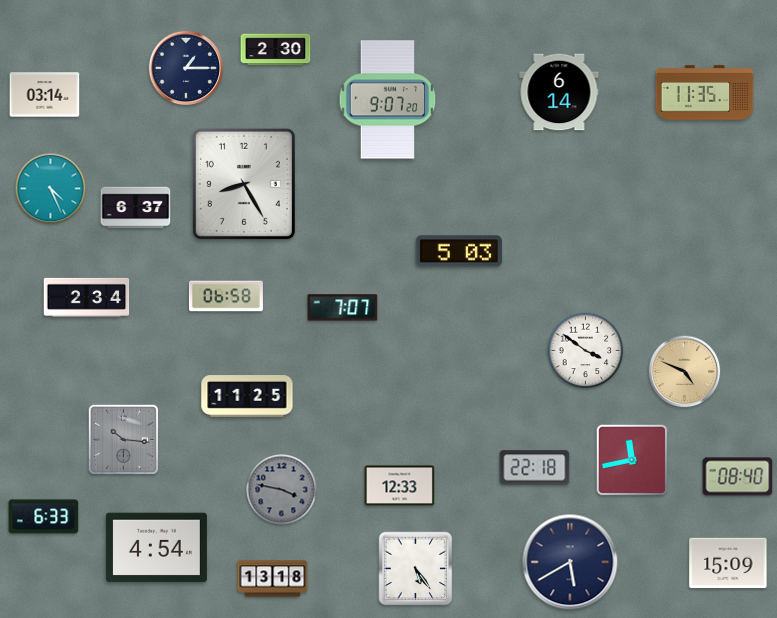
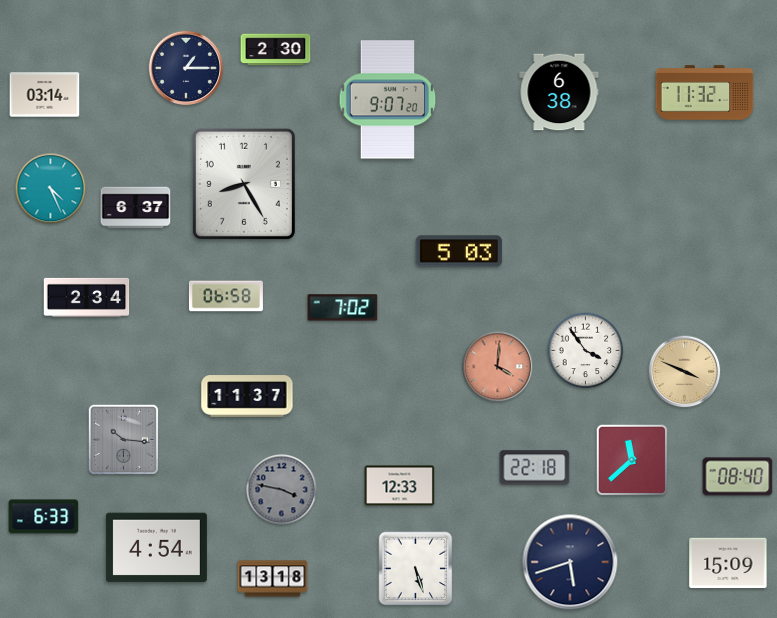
clock at (559, 92): 6:14 -> 6:38
clock at (705, 93): 11:35 -> 11:32
clock at (343, 308): 7:07 -> 7:02
clock at (586, 351): 3:51 -> 3:54
clock at (498, 367): none -> 4:01
clock at (685, 372): 4:49 -> 3:49
clock at (247, 396): 11:25 -> 11:37
clock at (632, 460): 11:43 -> 11:38
clock at (570, 562): 5:40 -> 5:42
clock at (416, 569): 5:24 -> 5:27
